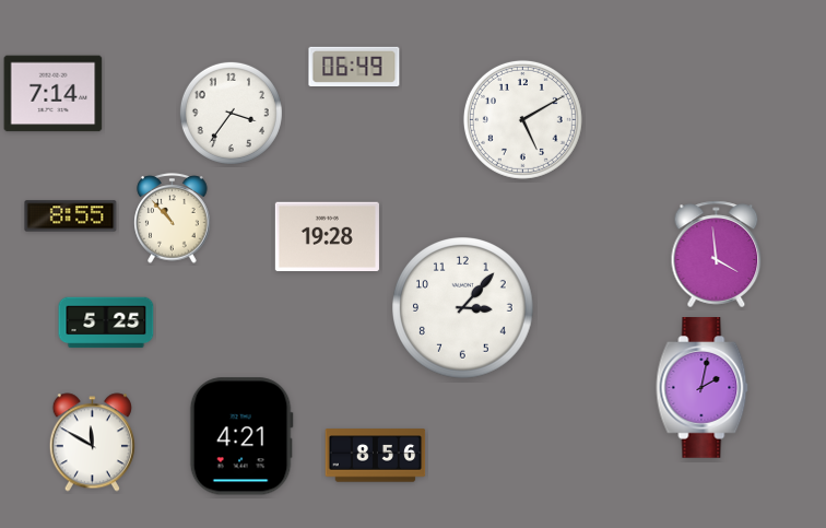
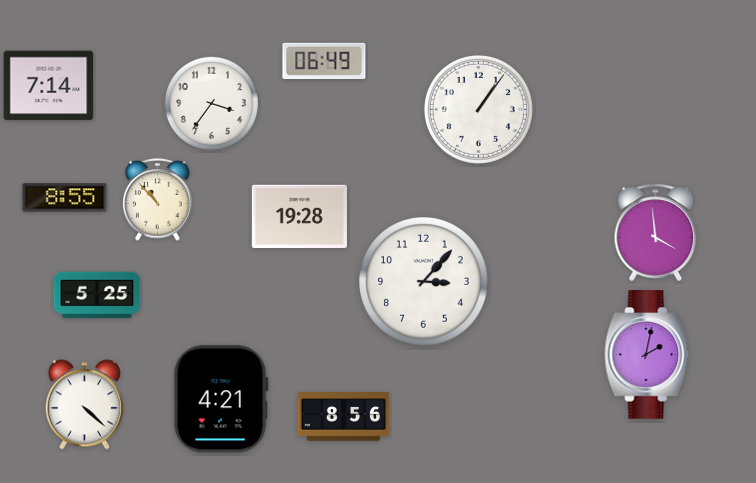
clock at (522, 119): 5:10 -> 1:06
clock at (703, 388) position: (703, 388) -> (647, 355)
clock at (92, 443): 11:50 -> 4:22
